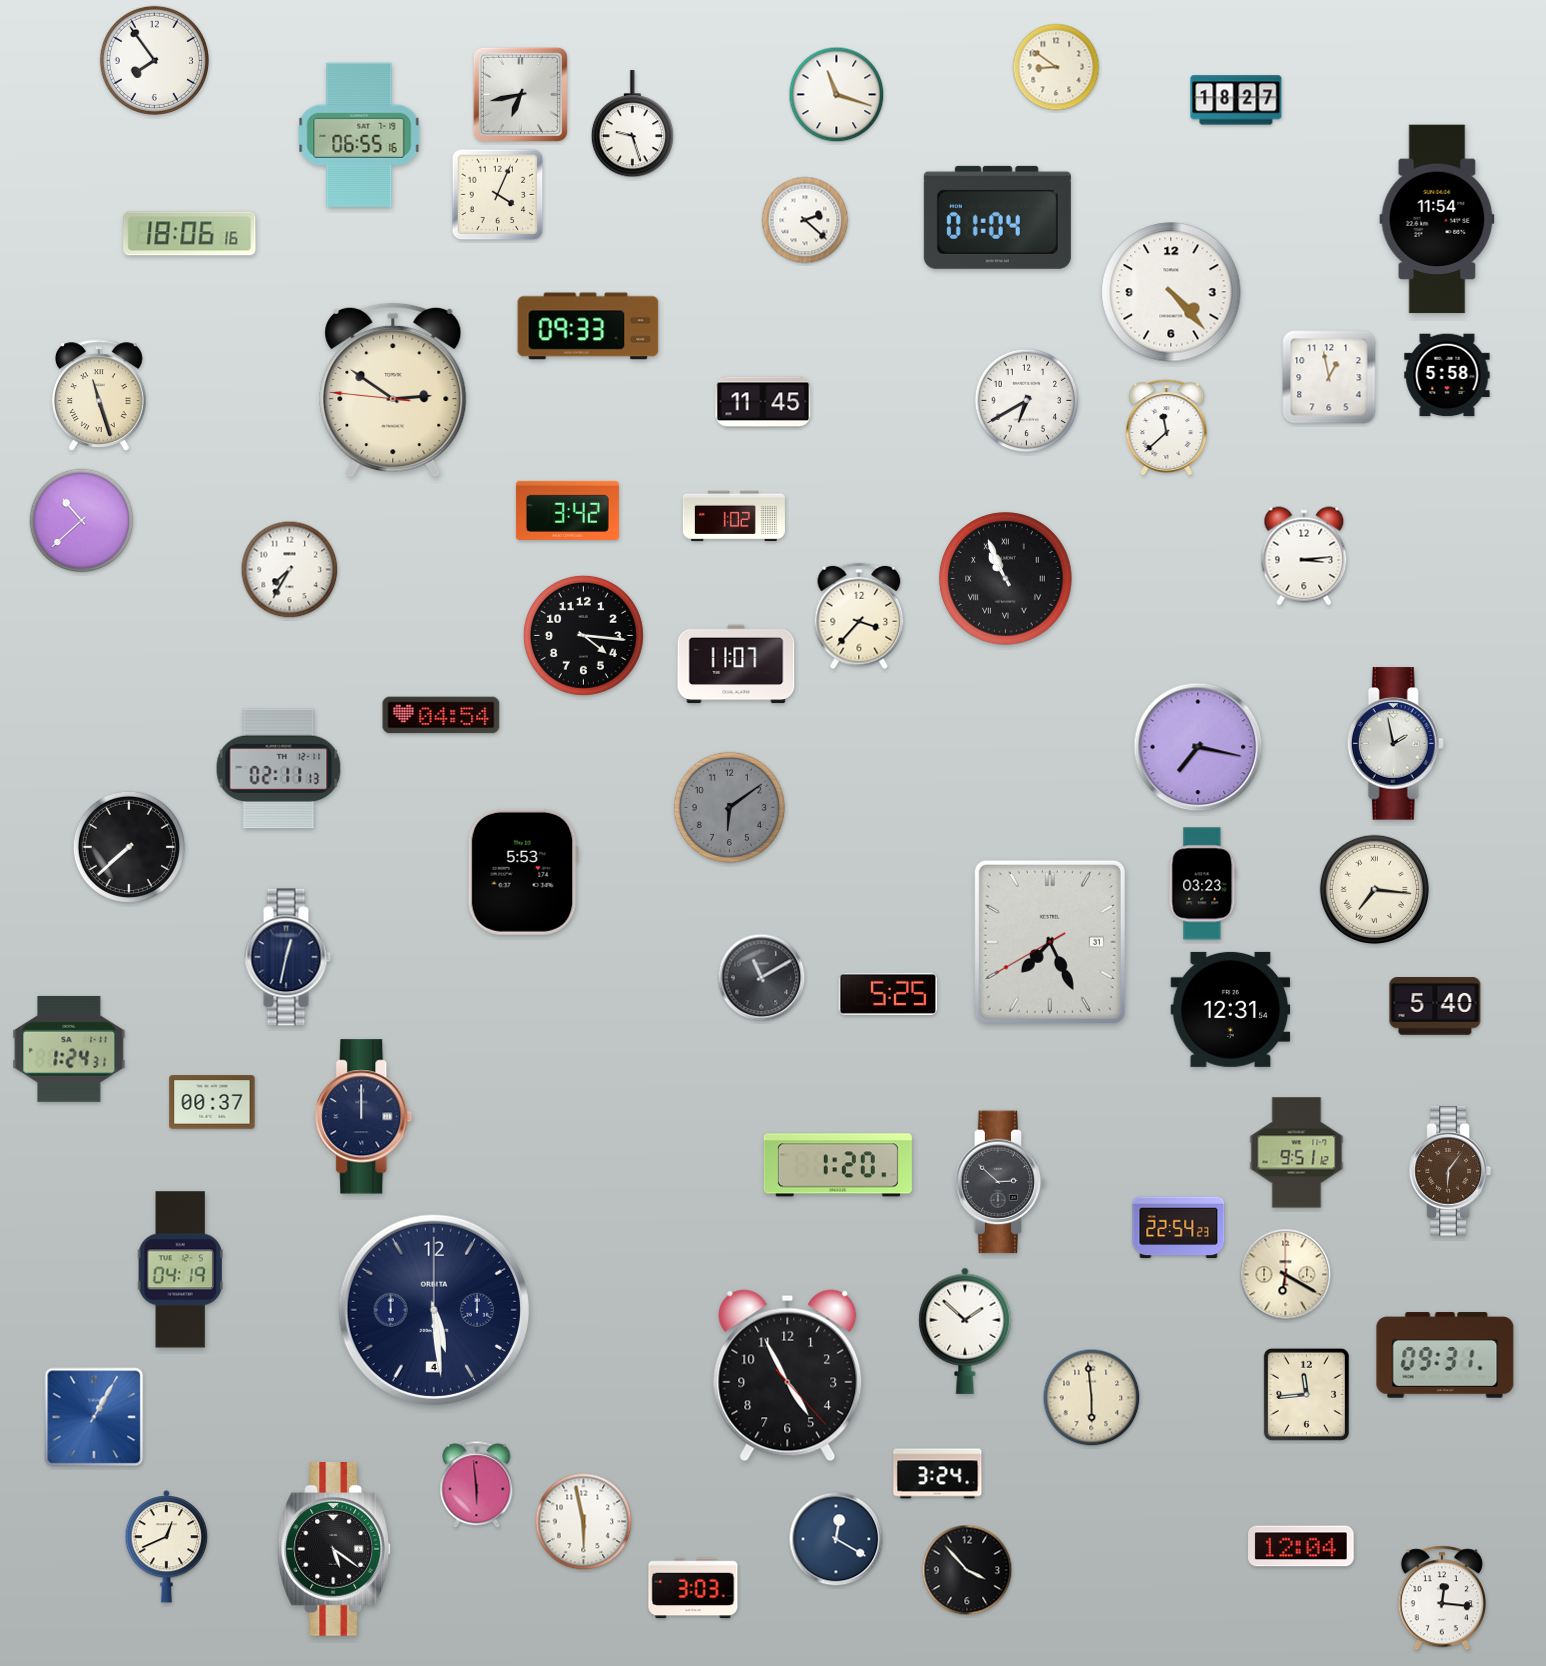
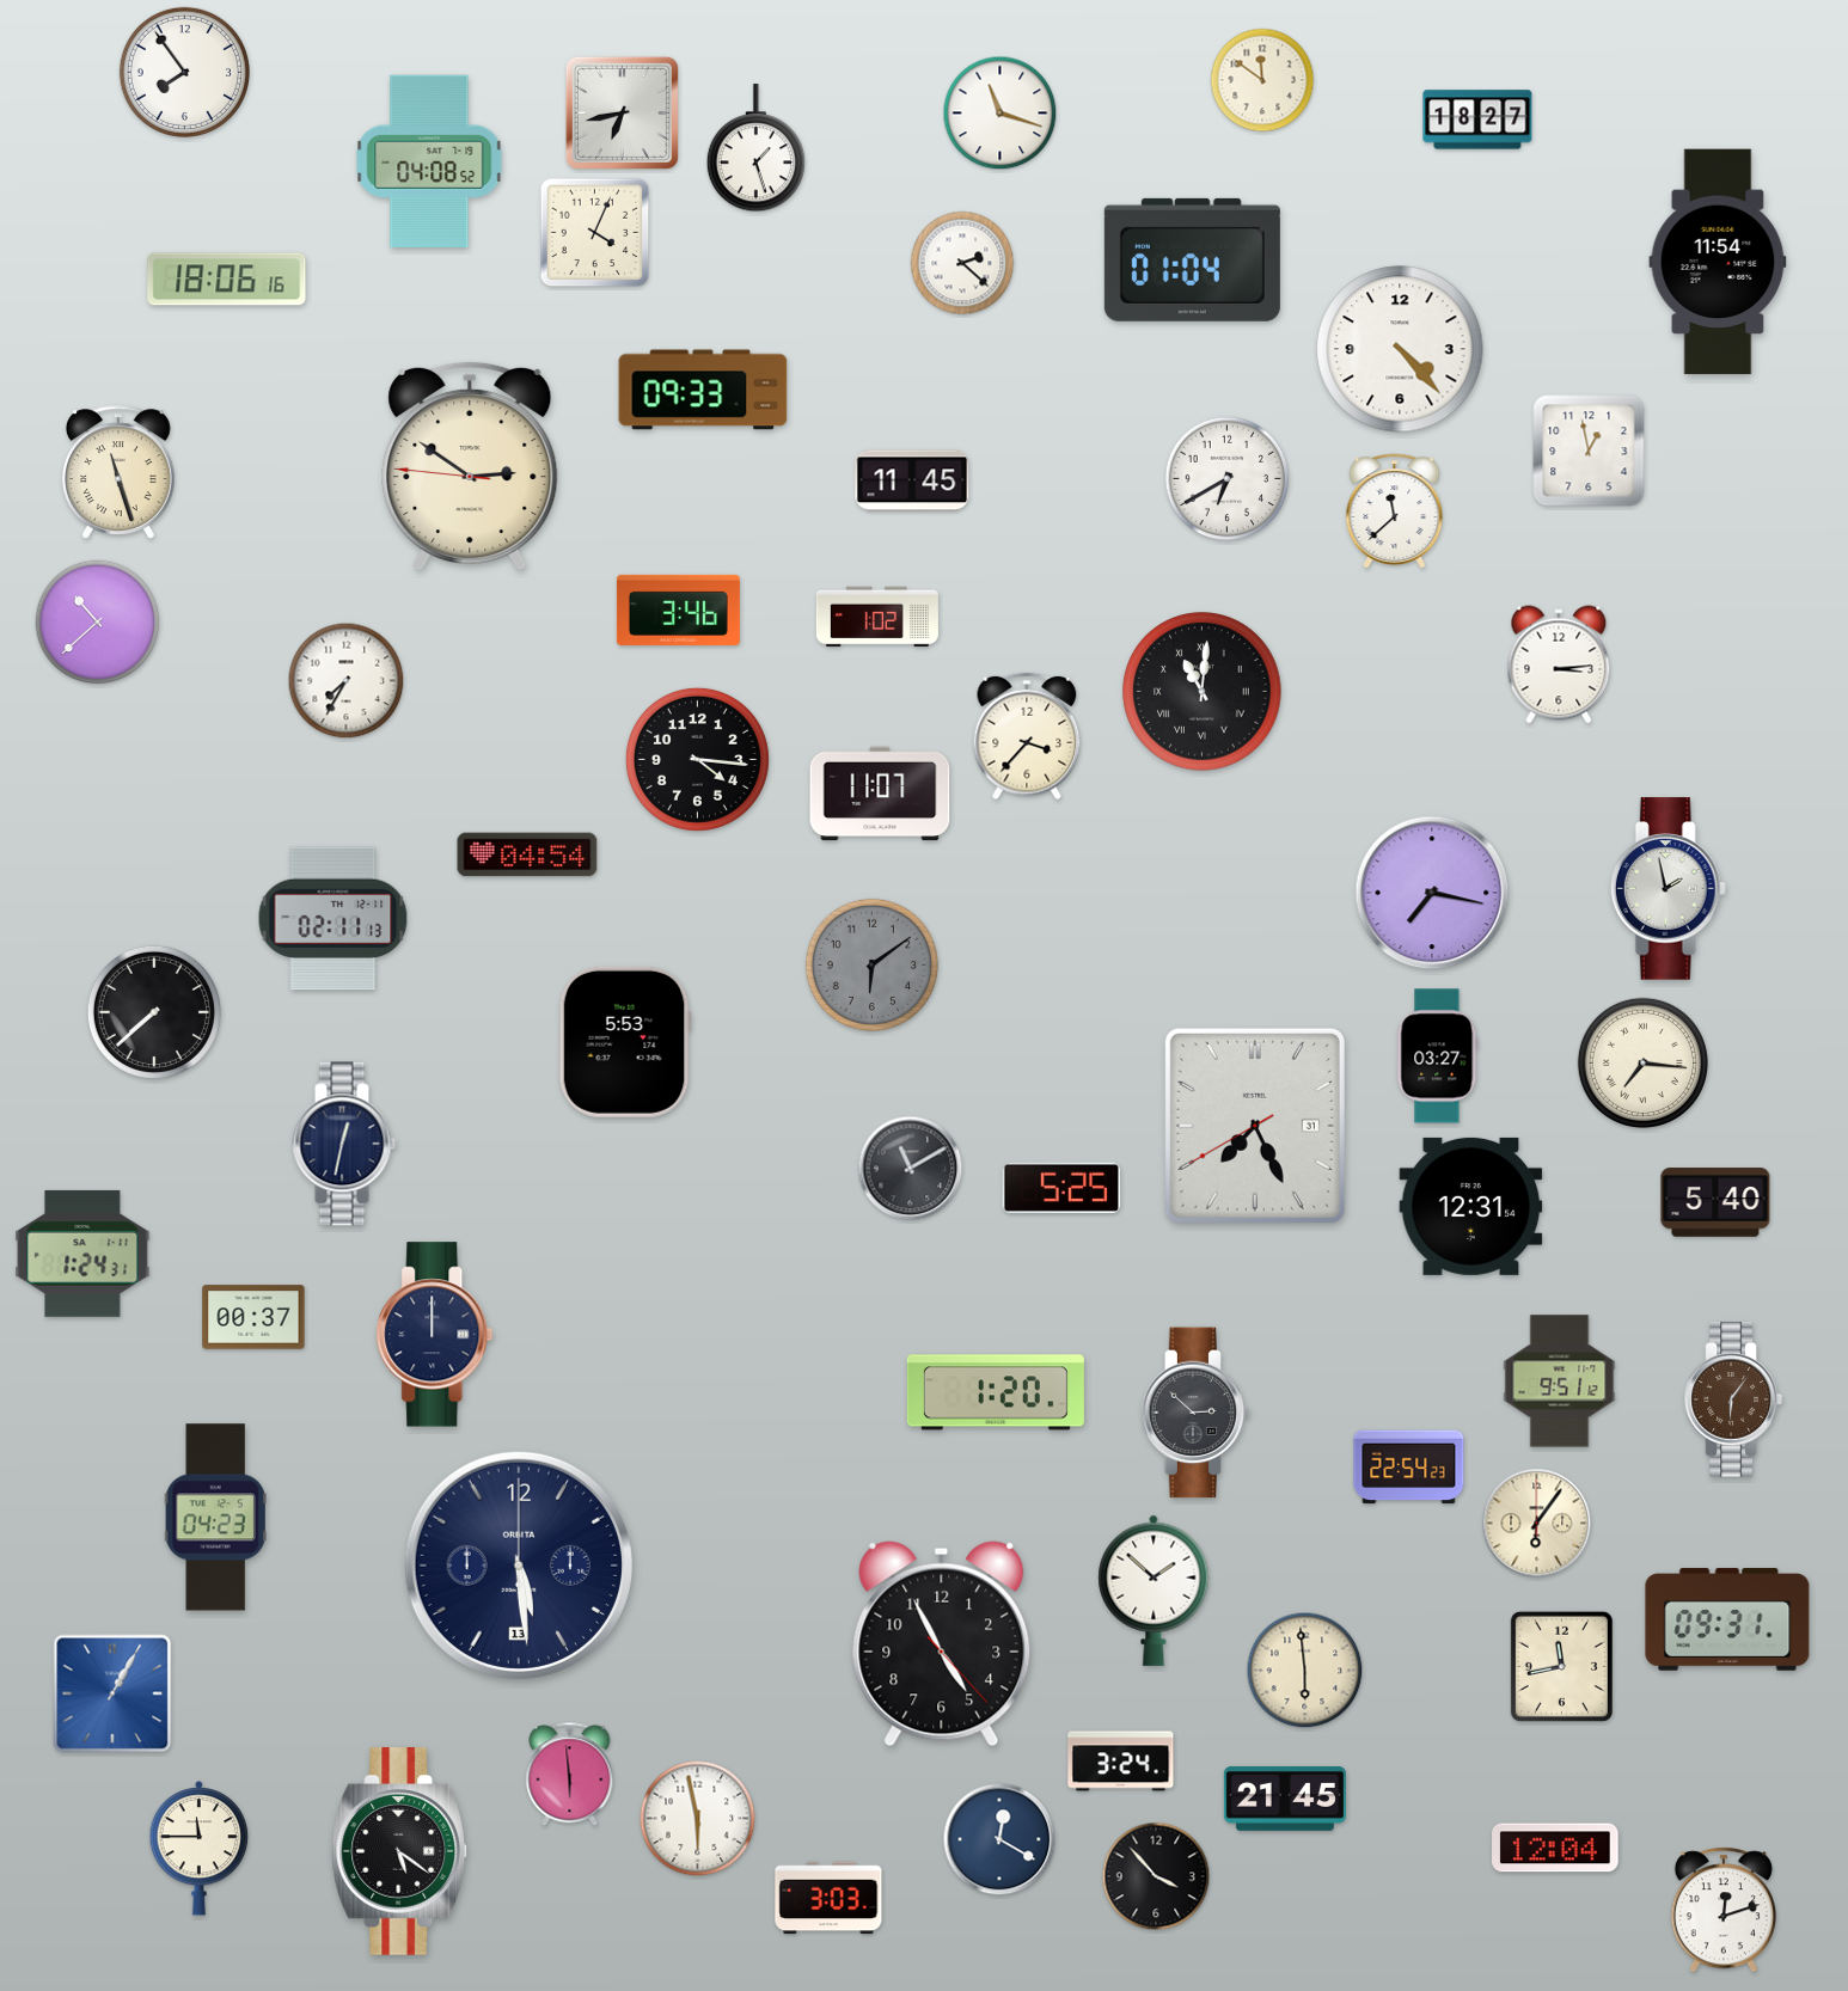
clock at (1056, 67): 8:51 -> 11:51
clock at (632, 124): 9:27 -> 1:27
clock at (359, 134): 06:55 -> 04:08
clock at (1447, 375): 5:58 -> none
clock at (567, 510): 3:42 -> 3:46
clock at (1006, 579): 10:56 -> 11:01
clock at (1203, 884): 03:23 -> 03:27
clock at (1297, 1153) position: (1297, 1153) -> (1560, 1382)
clock at (838, 1165) position: (838, 1165) -> (996, 1392)
clock at (180, 1270): 04:19 -> 04:23
clock at (1286, 1275): 6:20 -> 6:06
clock at (434, 1310) date: 4 -> 13
clock at (1306, 1394): 11:44 -> 11:43
clock at (1285, 1799): none -> 21:45
clock at (167, 1547): 12:41 -> 11:45
clock at (1442, 1598): 12:16 -> 12:12
